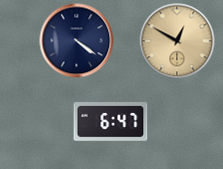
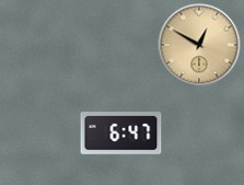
clock at (77, 41): 4:21 -> none
clock at (177, 41) position: (177, 41) -> (199, 45)
